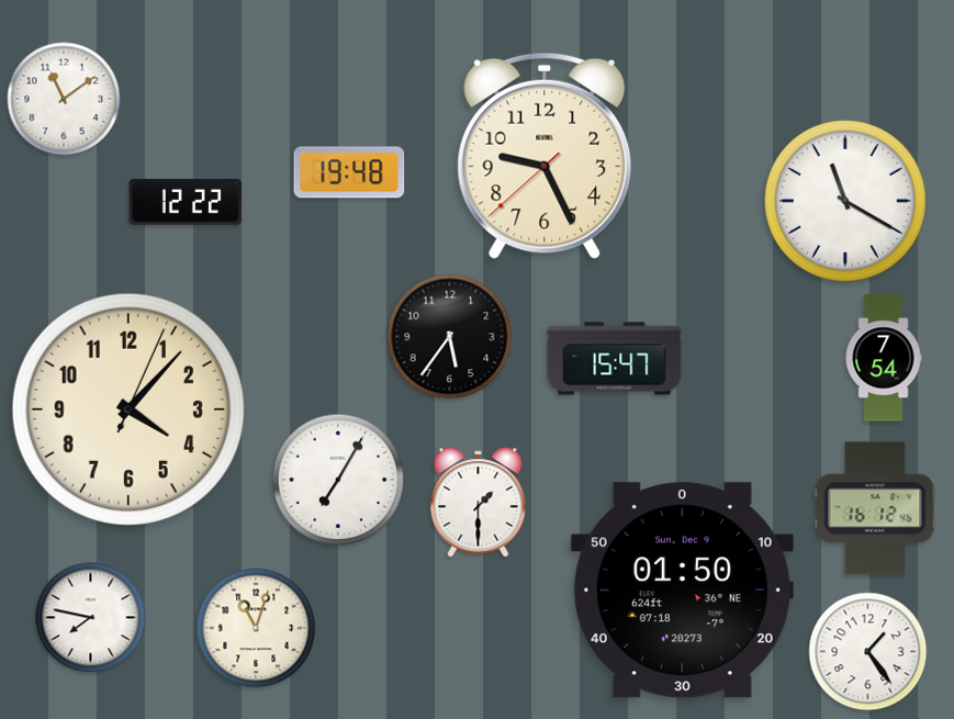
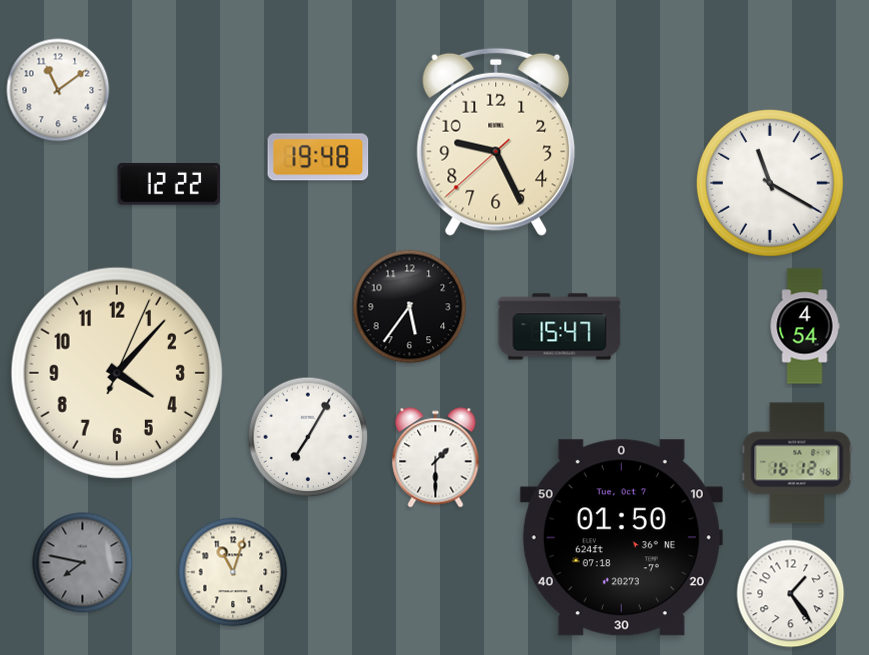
clock at (884, 358): 7:54 -> 4:54
clock at (682, 591) date: Sun, Dec 9 -> Tue, Oct 7
clock at (91, 618) dial: white -> grey
